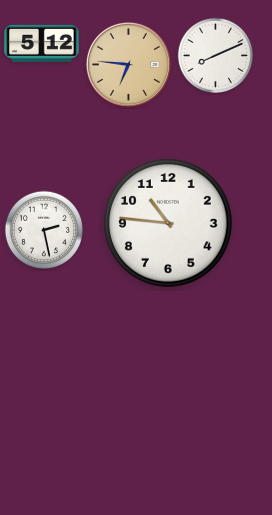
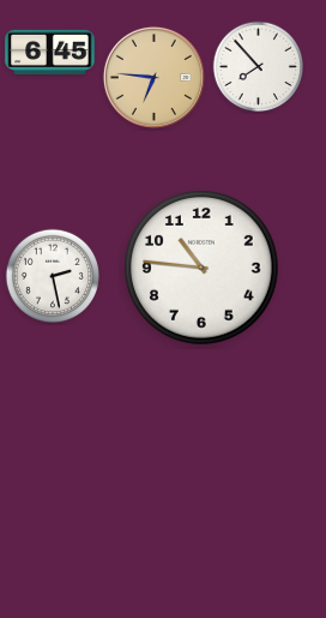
clock at (42, 43): 5:12 -> 6:45
clock at (216, 56): 8:11 -> 7:53
